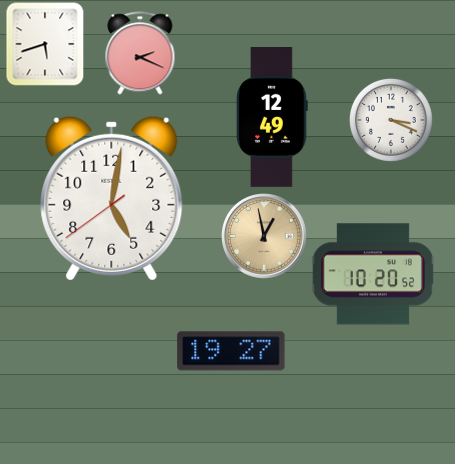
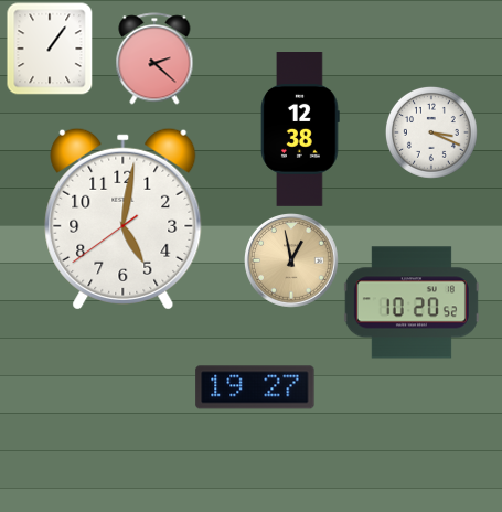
clock at (45, 44): 5:42 -> 1:06
clock at (140, 53): 2:19 -> 2:22
clock at (272, 118): 12:49 -> 12:38
